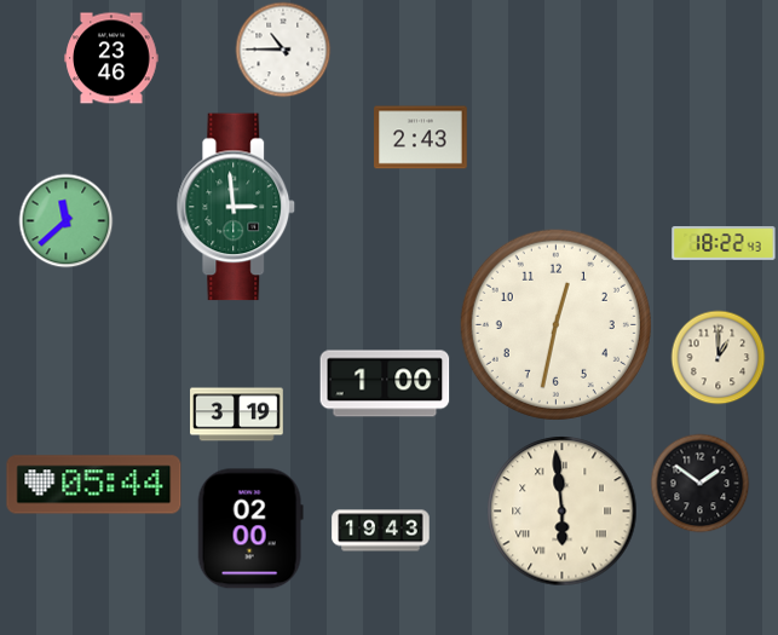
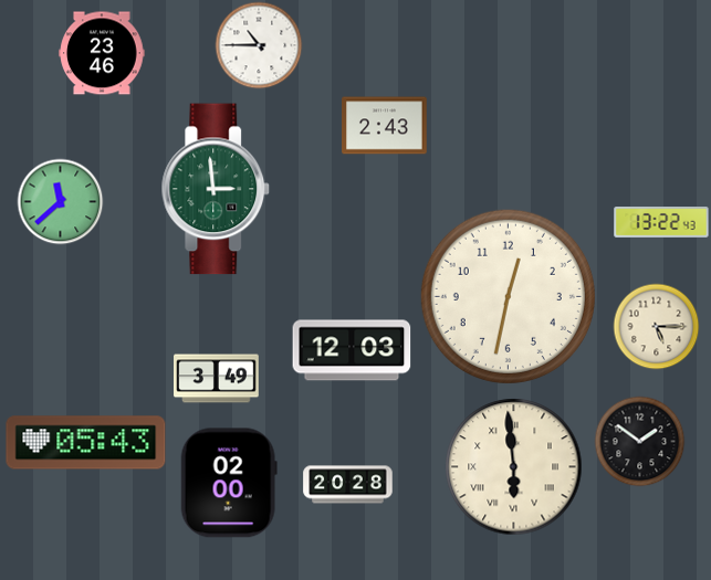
clock at (724, 244): 18:22 -> 13:22
clock at (718, 357): 1:00 -> 5:15
clock at (385, 383): 1:00 -> 12:03
clock at (237, 415): 3:19 -> 3:49
clock at (94, 485): 05:44 -> 05:43
clock at (381, 531): 19:43 -> 20:28
